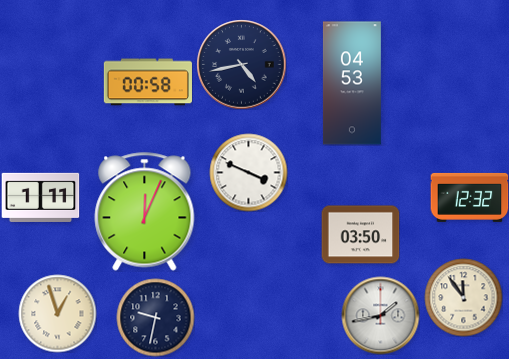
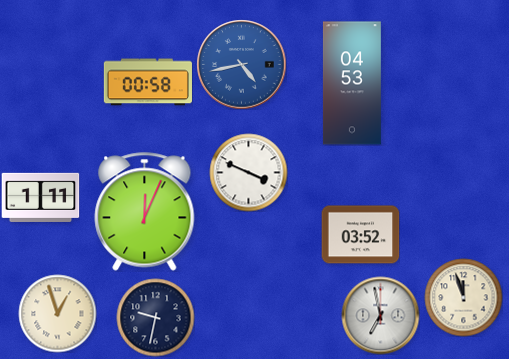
clock at (241, 64) dial: navy -> blue
clock at (469, 197): 12:32 -> none
clock at (360, 235): 03:50 -> 03:52
clock at (463, 297): 11:54 -> 11:57
clock at (380, 315): 1:43 -> 6:58
